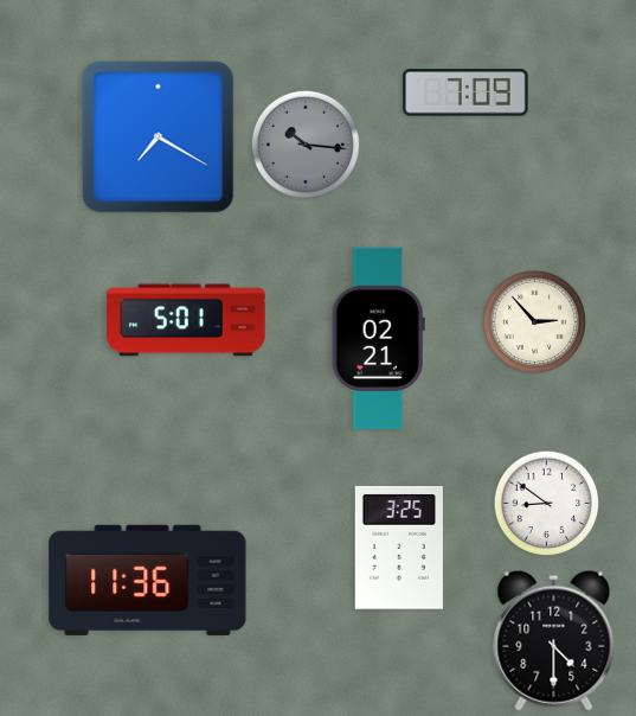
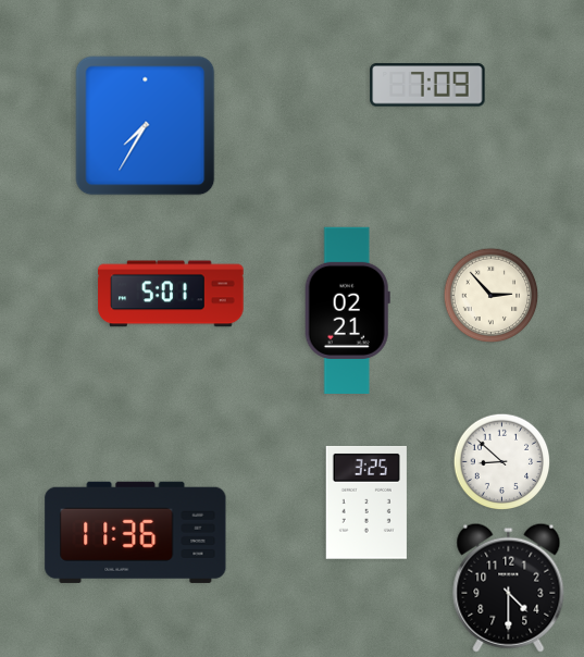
clock at (159, 138): 7:20 -> 7:35
clock at (306, 145): 10:16 -> none
clock at (547, 504): 8:51 -> 8:52
